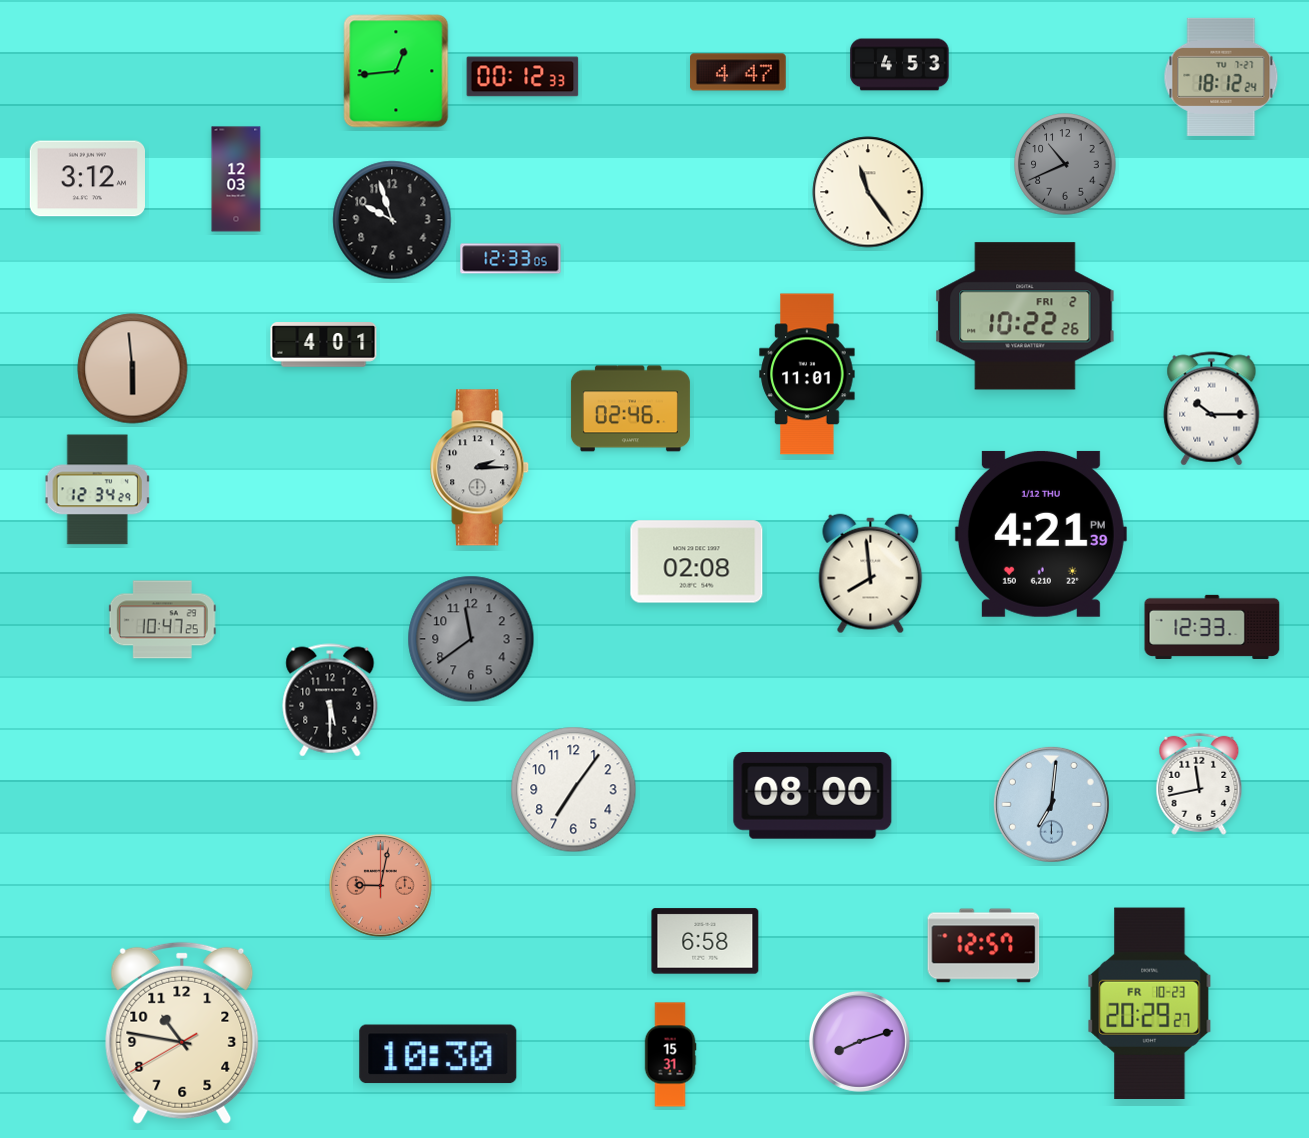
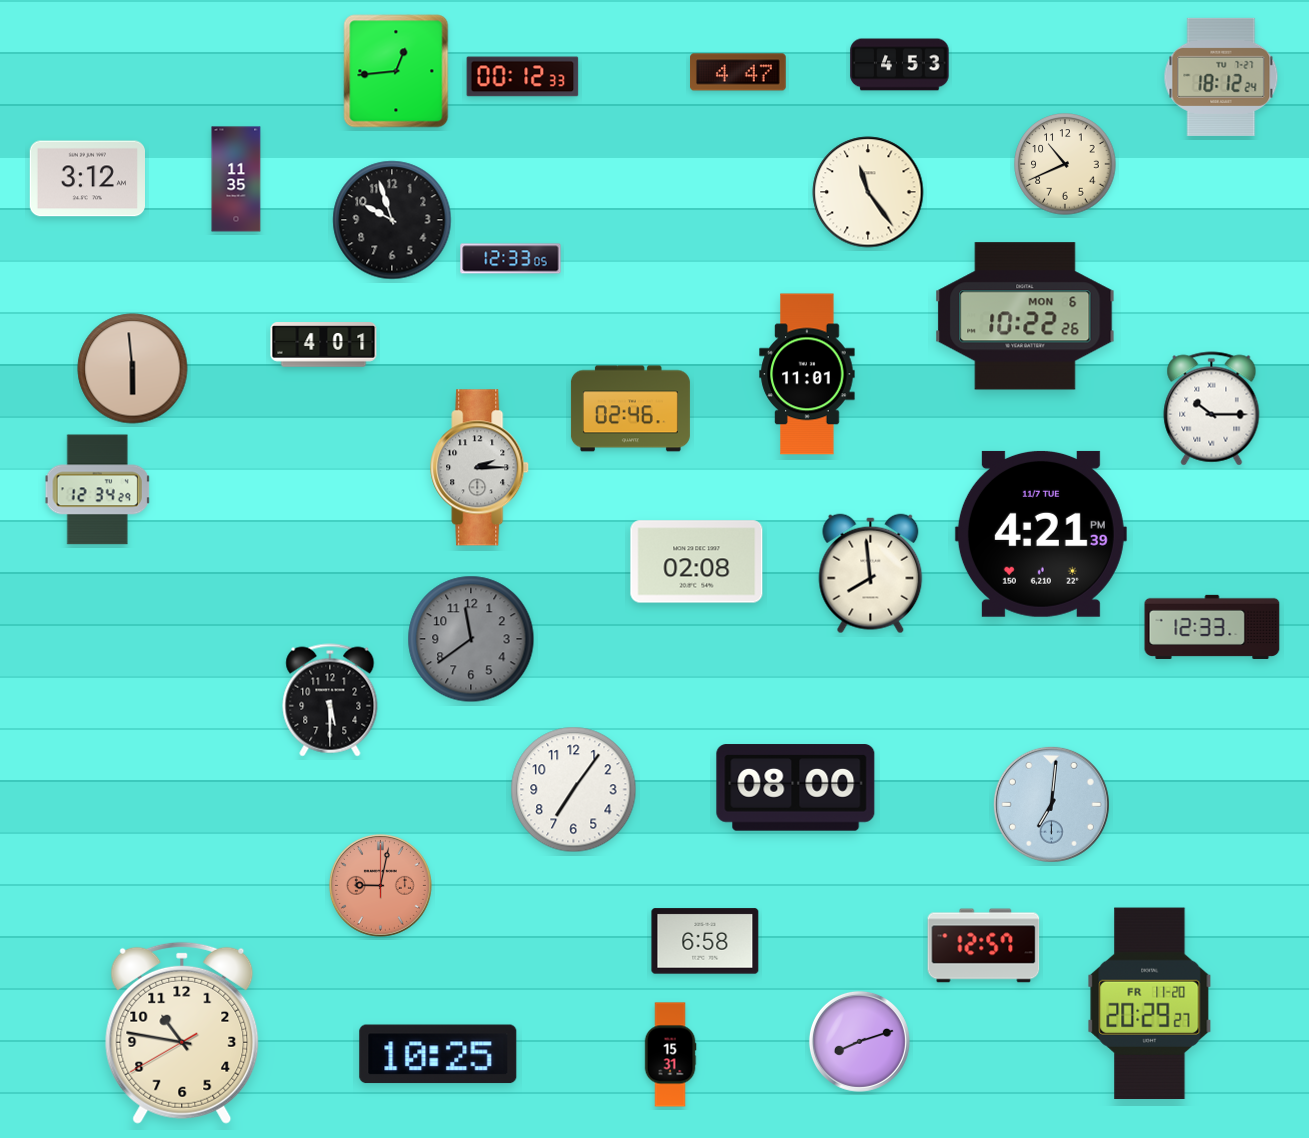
clock at (1065, 164) dial: grey -> cream
clock at (236, 179): 12:03 -> 11:35
clock at (1025, 316) date: FRI 2 -> MON 6
clock at (1041, 534) date: 1/12 THU -> 11/7 TUE
clock at (162, 620): 10:47 -> none
clock at (1199, 784): 11:43 -> none
clock at (813, 796) position: (813, 796) -> (796, 788)
clock at (1150, 1004) date: FR 10-23 -> FR 11-20
clock at (438, 1054): 10:30 -> 10:25
